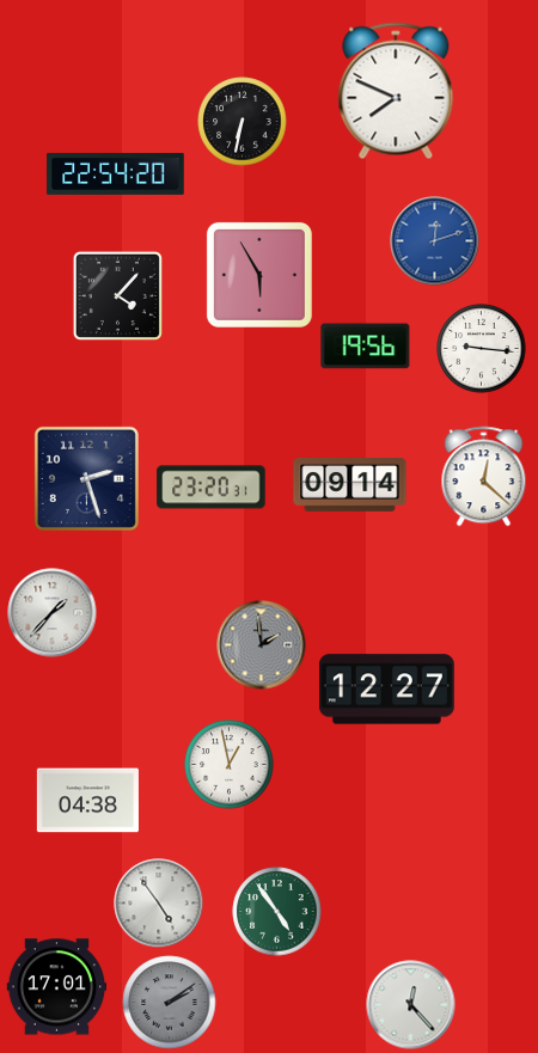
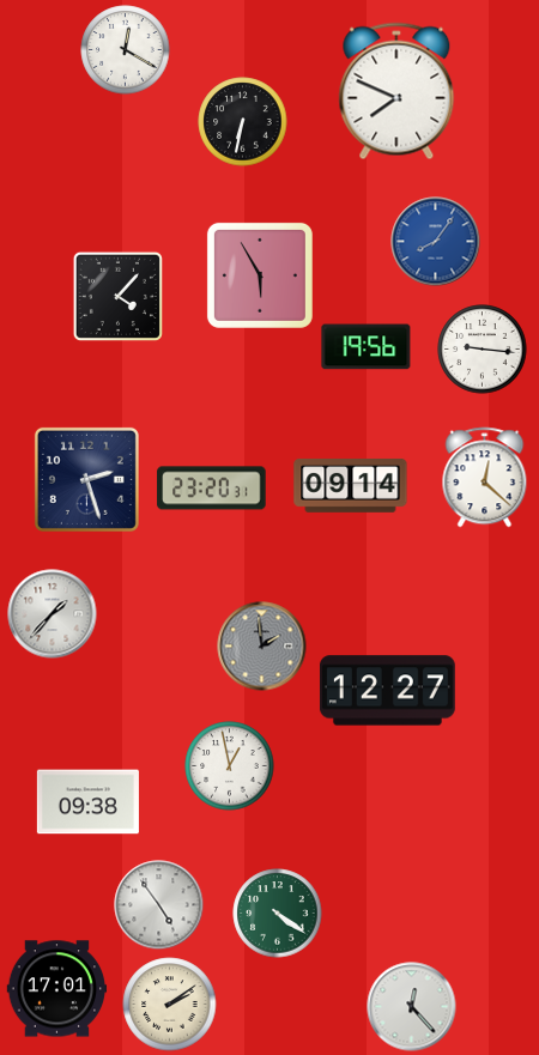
clock at (126, 50): none -> 12:20
clock at (116, 173): 22:54 -> none
clock at (435, 241): 12:12 -> 8:06
clock at (87, 801): 04:38 -> 09:38
clock at (277, 912): 4:54 -> 4:21
clock at (170, 1003) dial: grey -> cream
